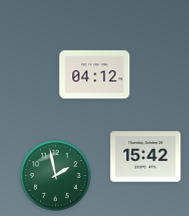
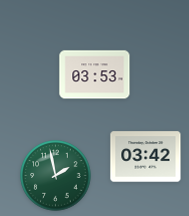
clock at (95, 75): 04:12 -> 03:53
clock at (146, 157): 15:42 -> 03:42
